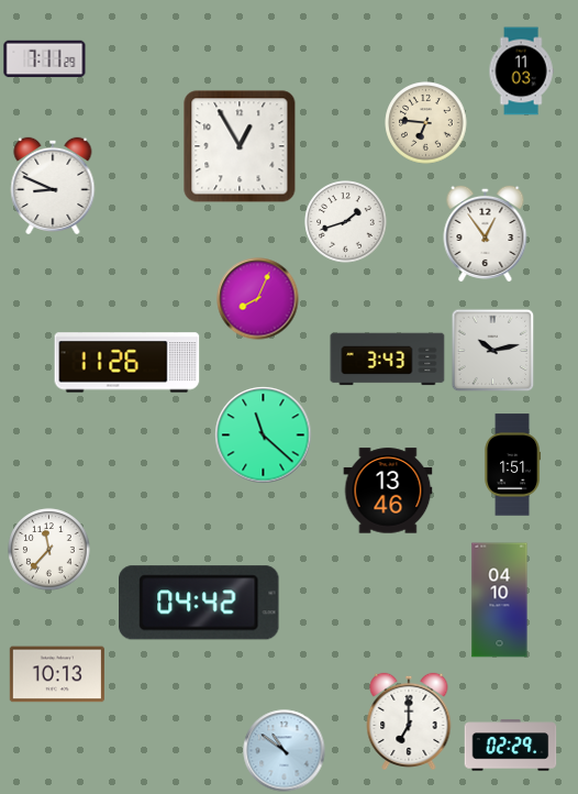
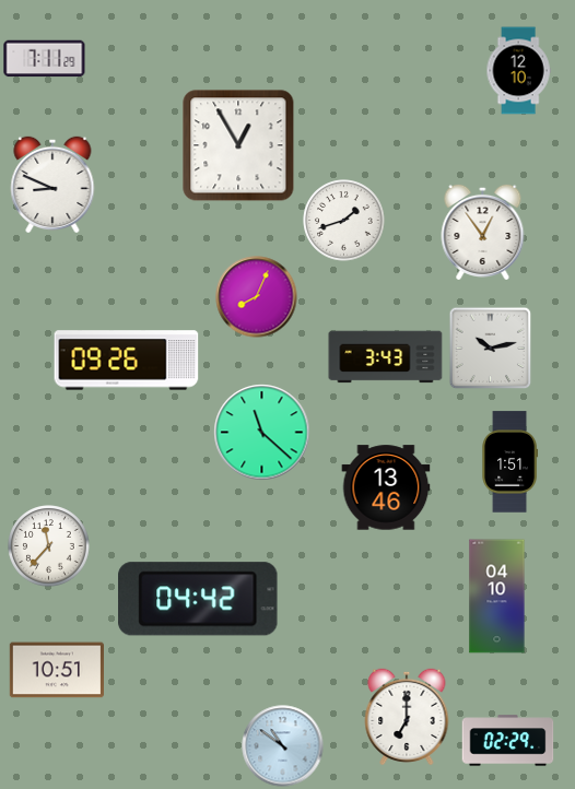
clock at (521, 71): 11:03 -> 12:10
clock at (426, 123): 6:46 -> none
clock at (127, 363): 11:26 -> 09:26
clock at (56, 674): 10:13 -> 10:51
